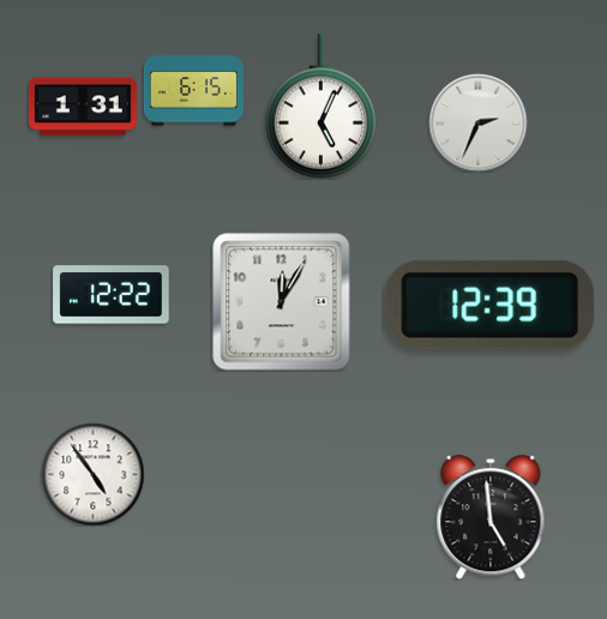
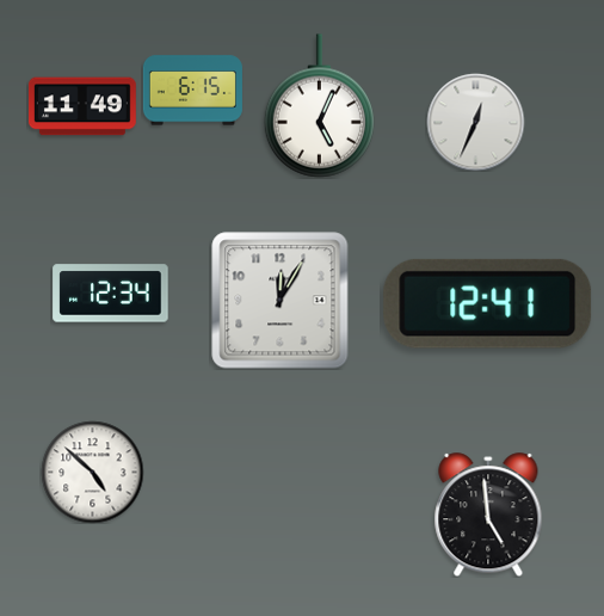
clock at (83, 107): 1:31 -> 11:49
clock at (477, 122): 2:34 -> 12:34
clock at (112, 295): 12:22 -> 12:34
clock at (491, 305): 12:39 -> 12:41
clock at (92, 474): 4:54 -> 4:52
